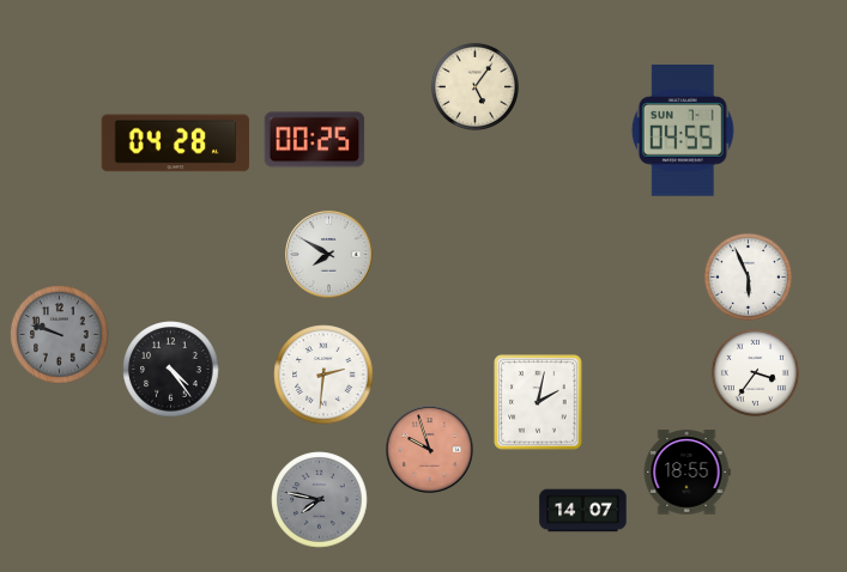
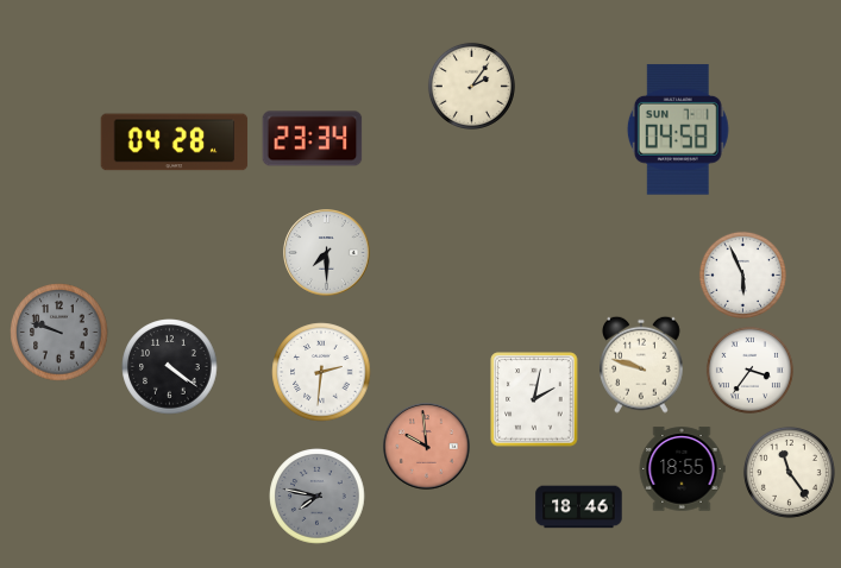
clock at (474, 86): 5:06 -> 2:06
clock at (683, 130): 04:55 -> 04:58
clock at (315, 140): 00:25 -> 23:34
clock at (329, 255): 7:50 -> 7:30
clock at (642, 365): none -> 9:48
clock at (171, 370): 4:24 -> 4:21
clock at (430, 450): 9:57 -> 9:59
clock at (789, 472): none -> 11:24
clock at (583, 511): 14:07 -> 18:46
